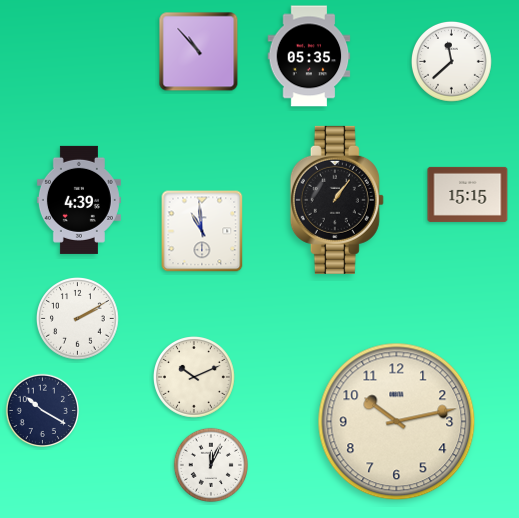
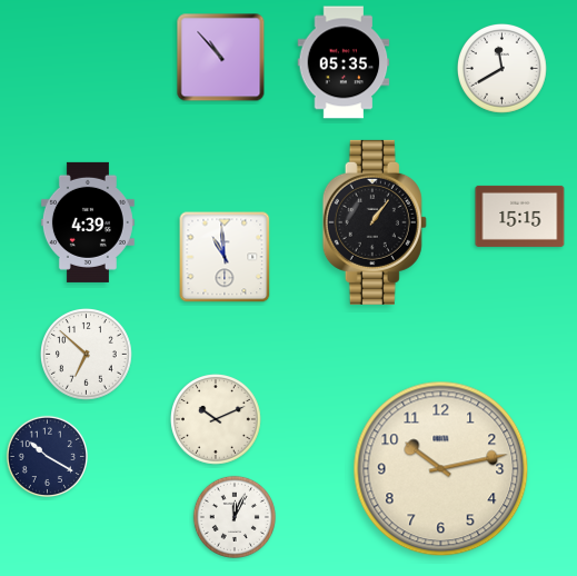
clock at (451, 61): 11:38 -> 11:40
clock at (78, 319): 2:10 -> 6:52
